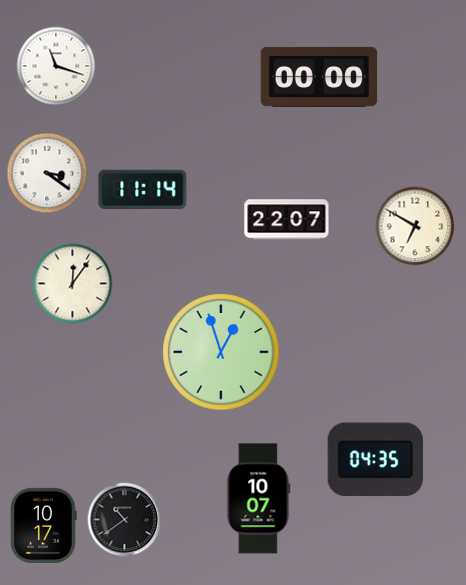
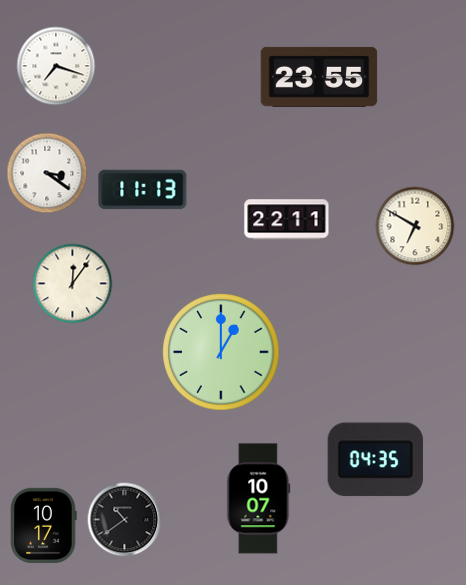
clock at (56, 66): 11:18 -> 7:18
clock at (319, 77): 00:00 -> 23:55
clock at (143, 190): 11:14 -> 11:13
clock at (287, 220): 22:07 -> 22:11
clock at (221, 352): 12:57 -> 1:00
